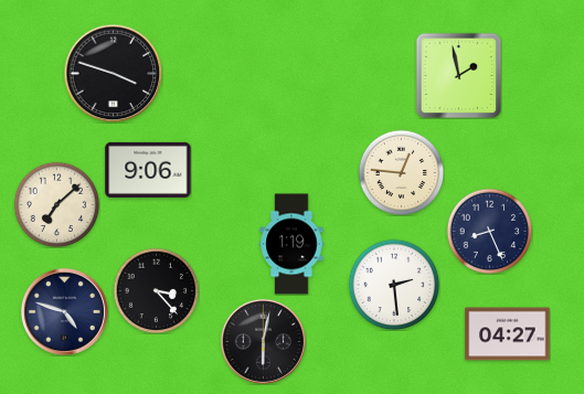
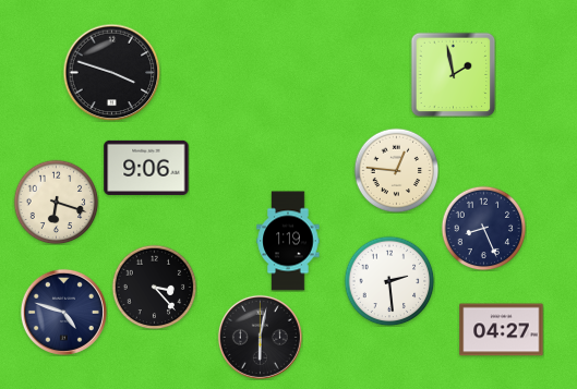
clock at (56, 204): 7:08 -> 6:18
clock at (64, 311) position: (64, 311) -> (63, 312)
